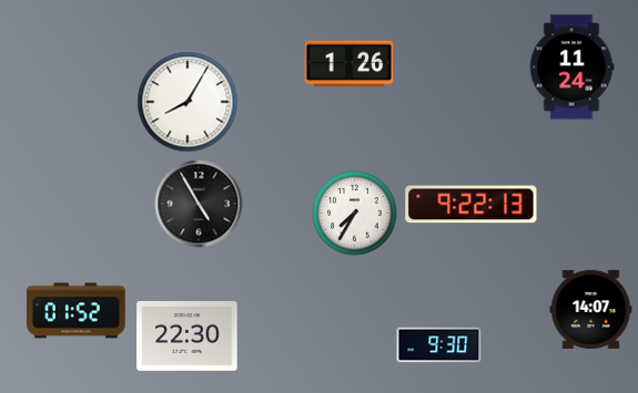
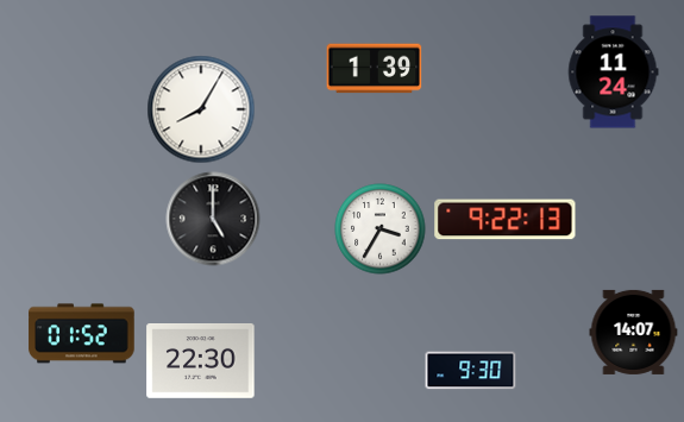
clock at (350, 64): 1:26 -> 1:39
clock at (199, 204): 4:55 -> 5:00
clock at (355, 214): 7:35 -> 3:35
